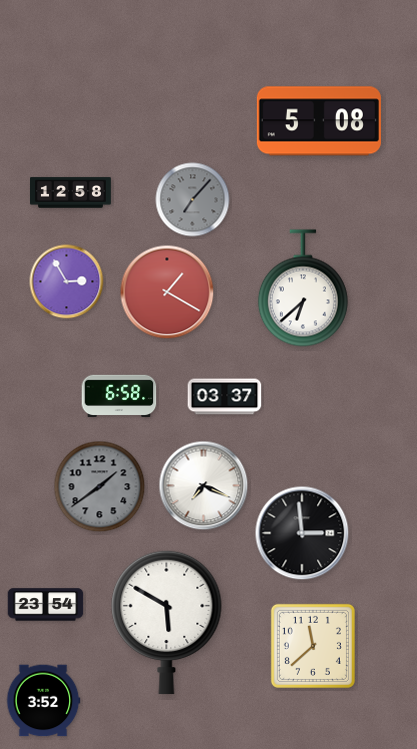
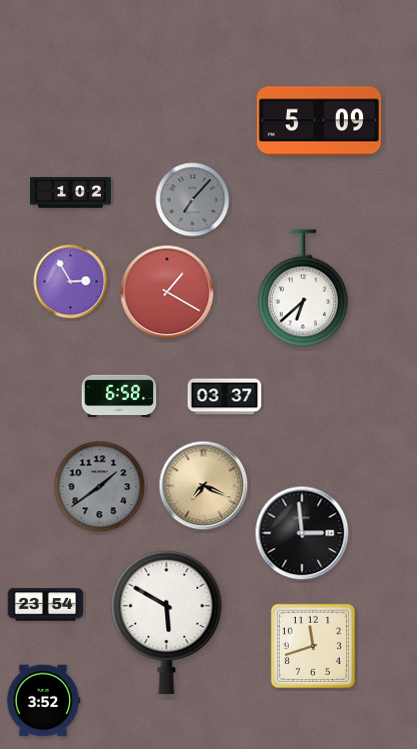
clock at (319, 121): 5:08 -> 5:09
clock at (71, 193): 12:58 -> 1:02
clock at (67, 282) position: (67, 282) -> (71, 282)
clock at (204, 486) dial: white -> champagne
clock at (313, 646): 11:38 -> 11:42
